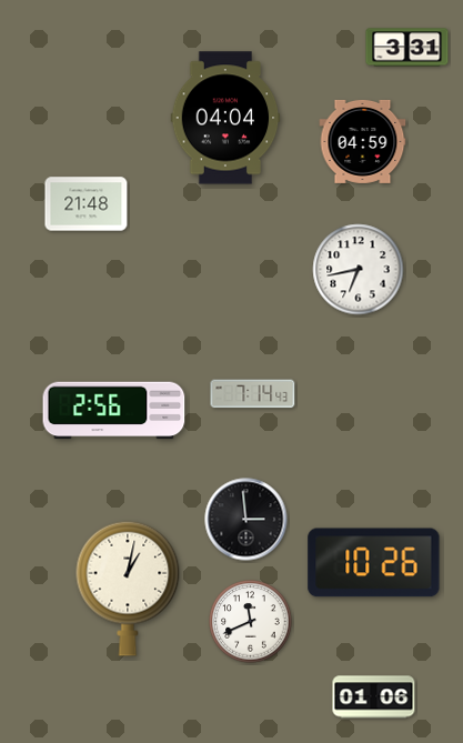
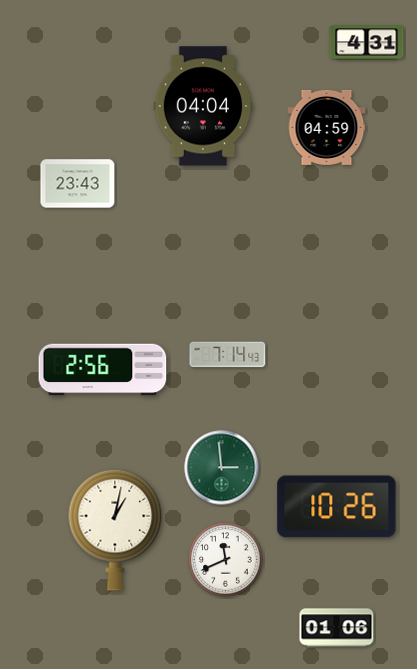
clock at (407, 48): 3:31 -> 4:31
clock at (87, 204): 21:48 -> 23:43
clock at (359, 270): 6:43 -> none
clock at (246, 520) dial: black -> green
